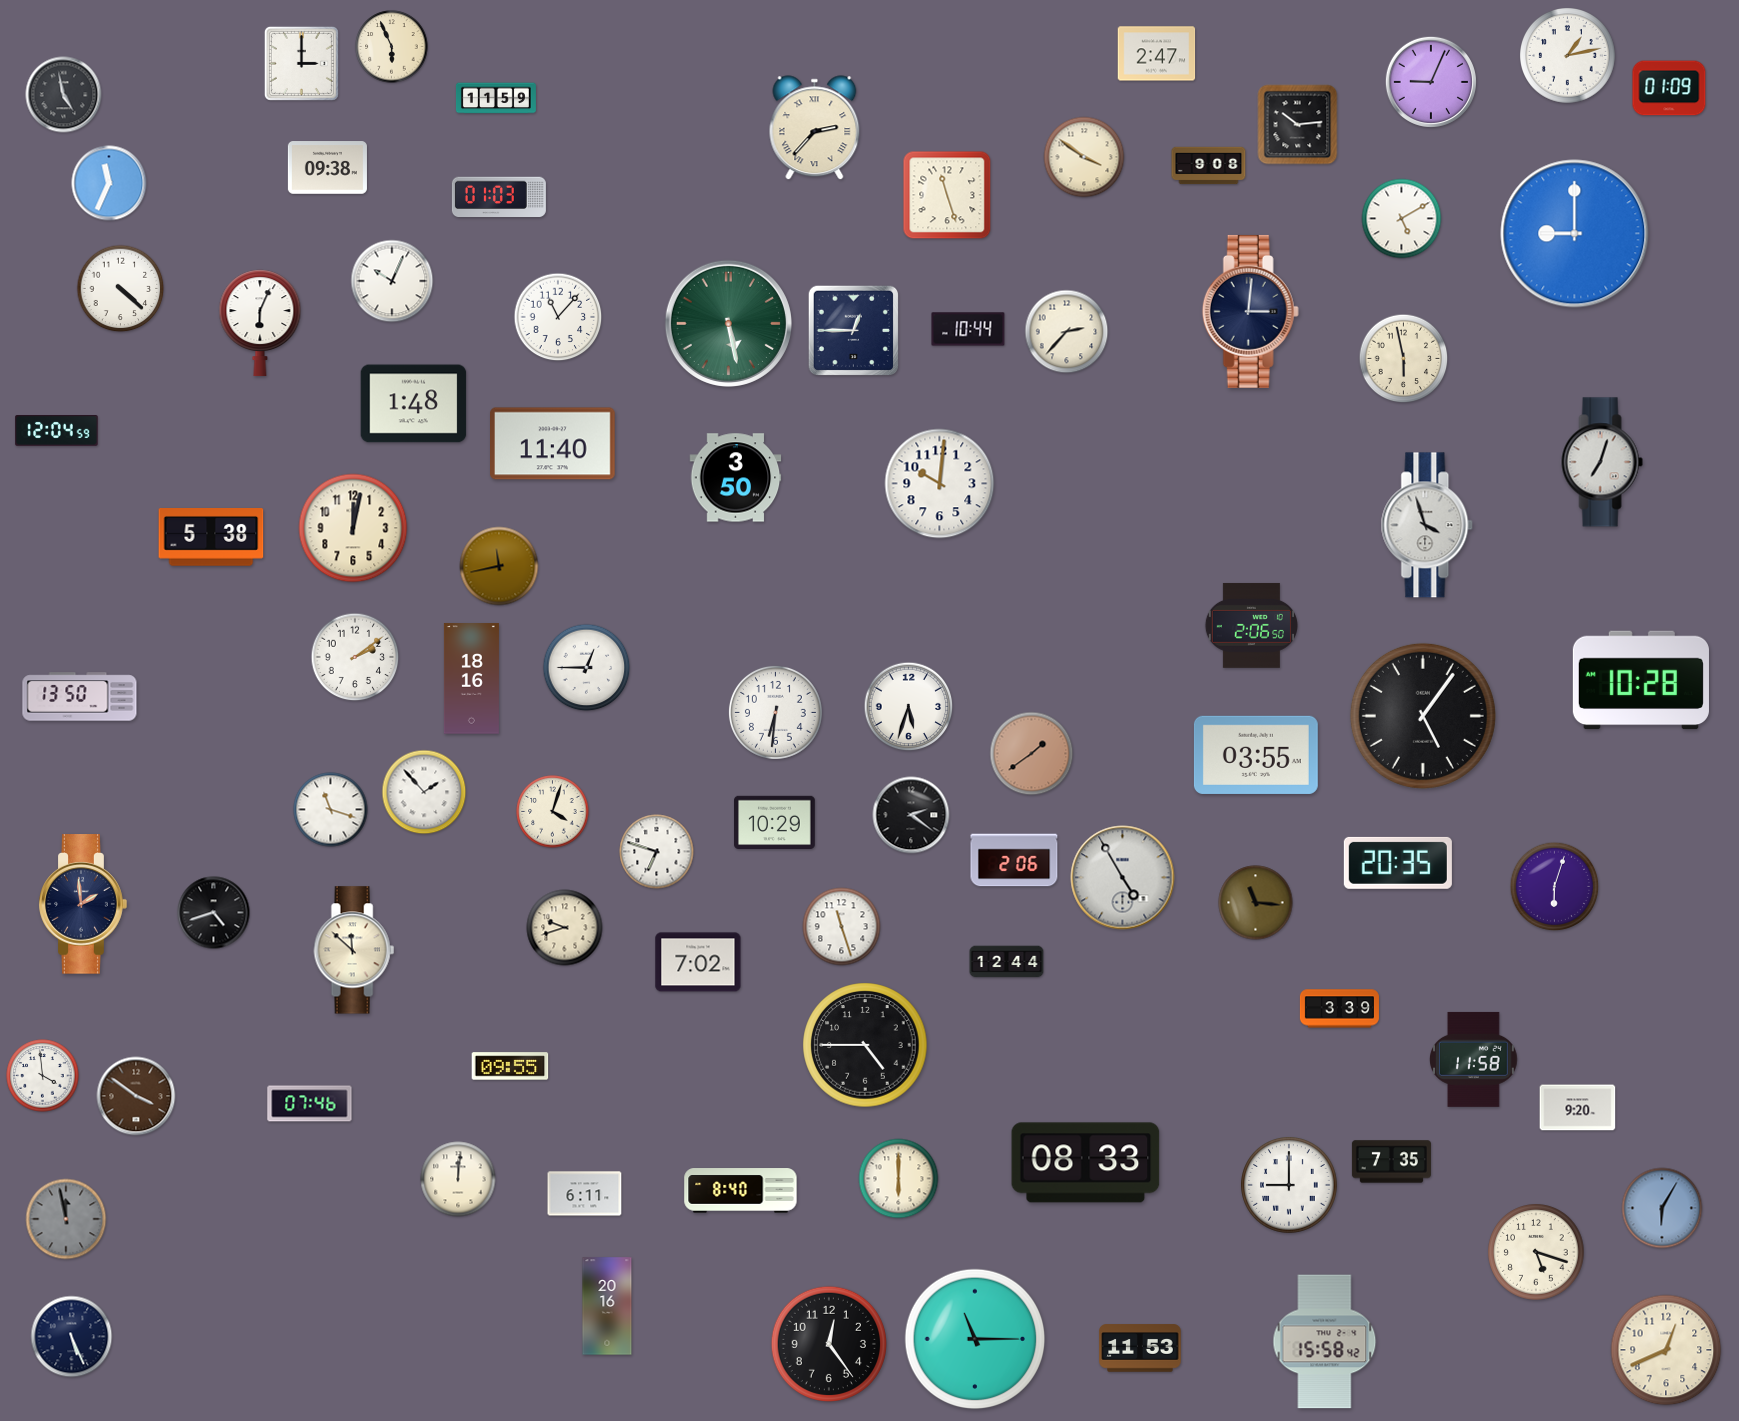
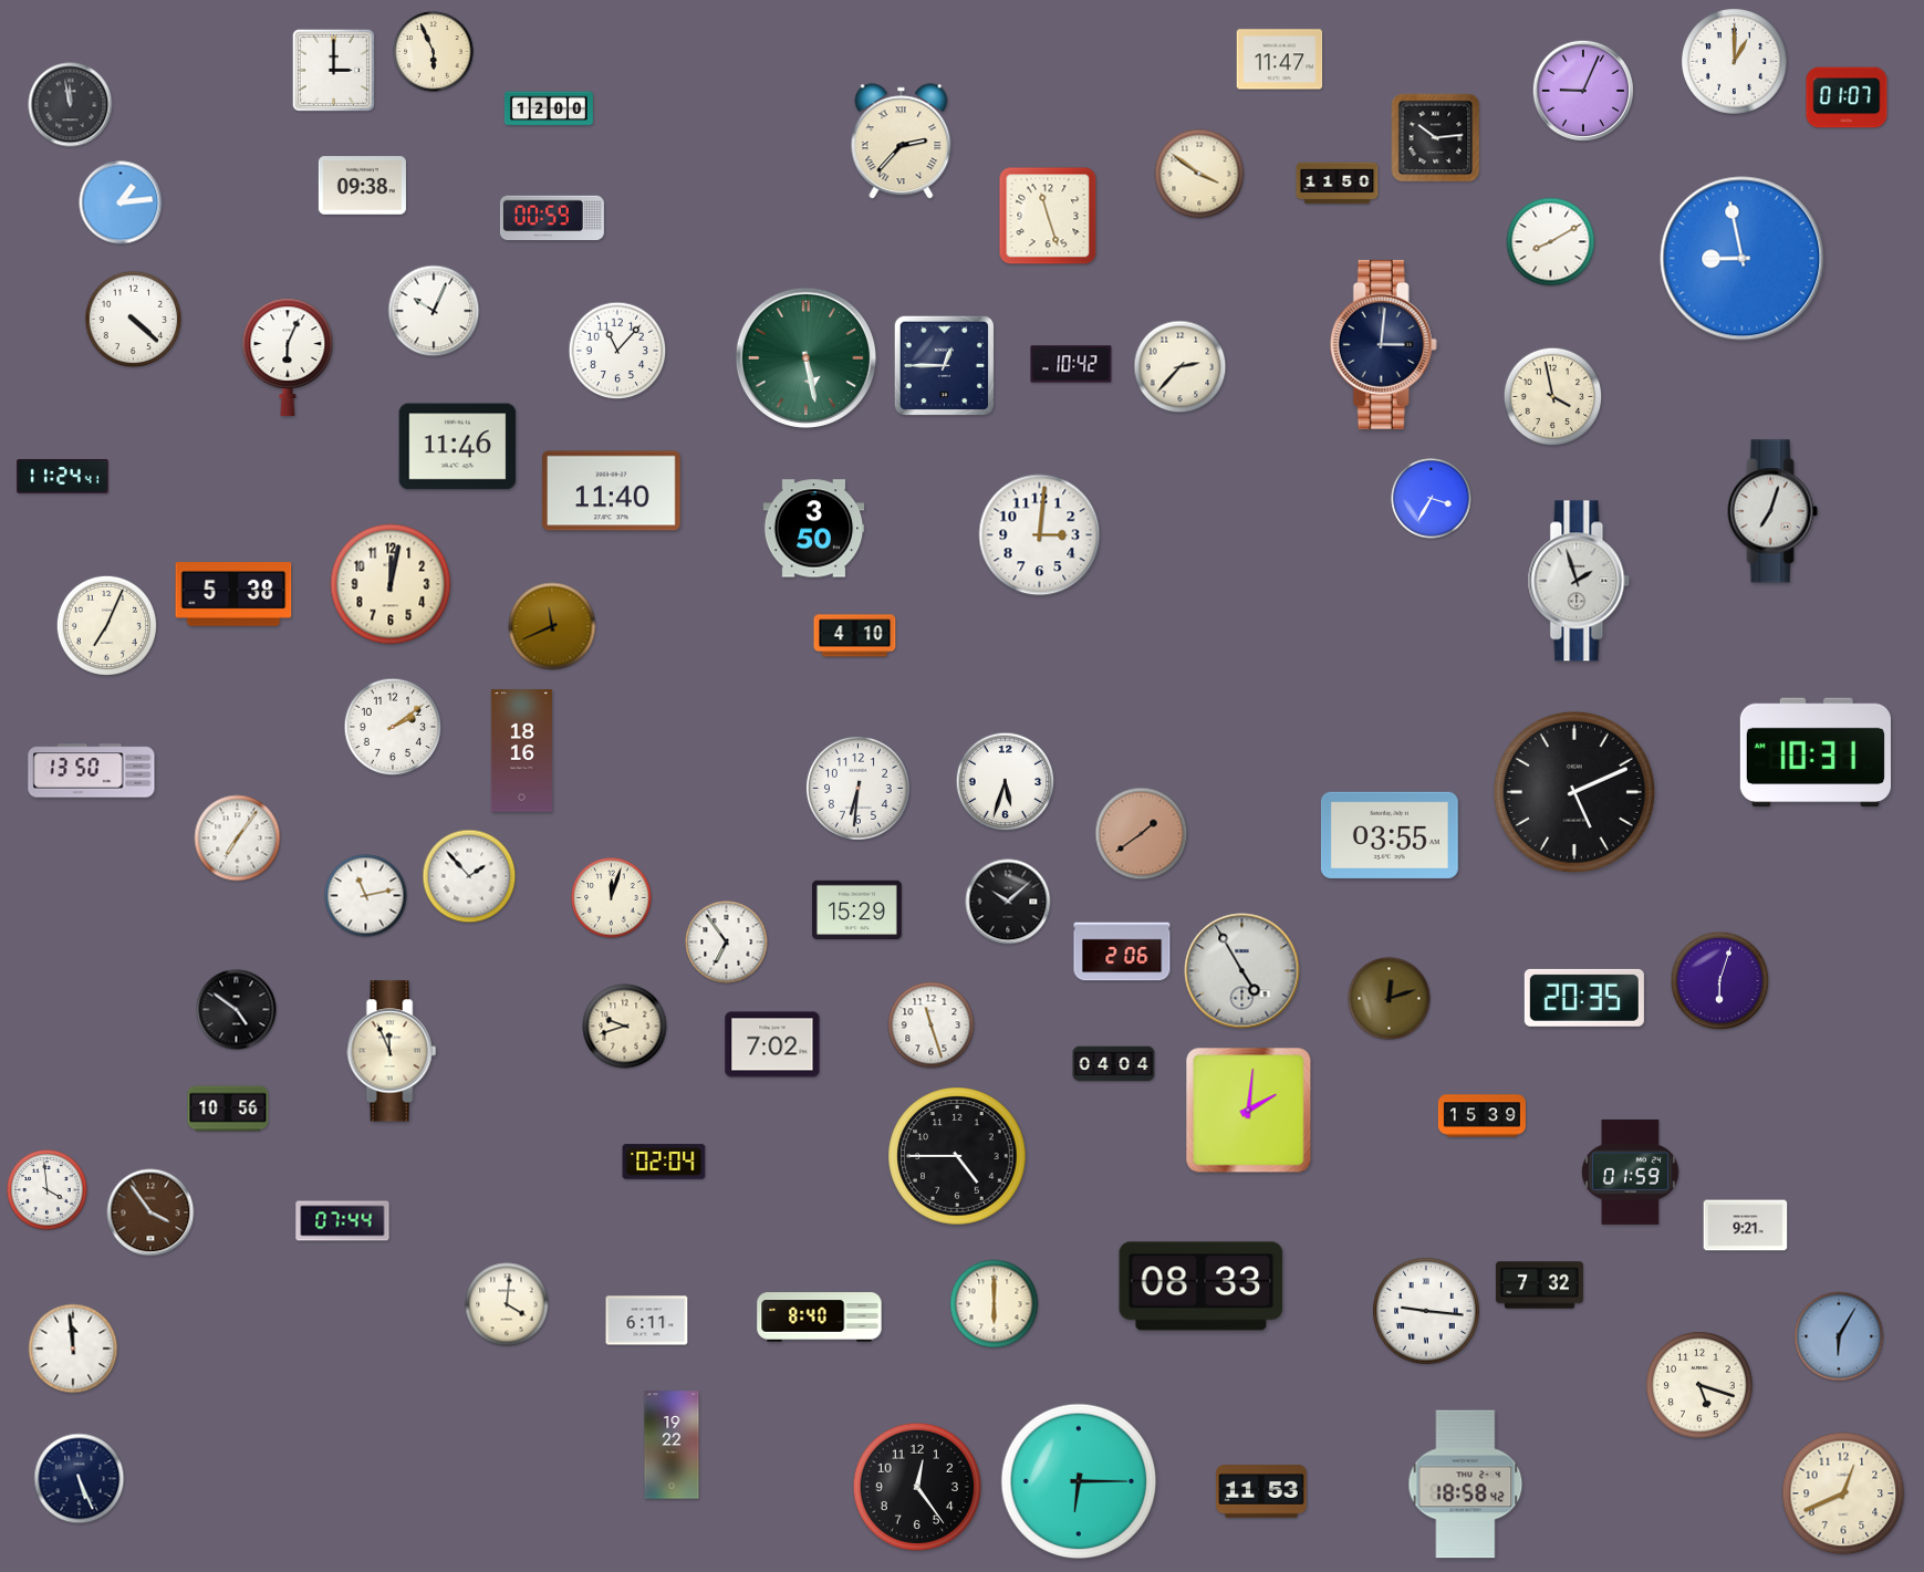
clock at (1157, 54): 2:47 -> 11:47
clock at (1568, 56): 1:13 -> 1:00
clock at (1669, 88): 01:09 -> 01:07
clock at (64, 95): 4:58 -> 11:58
clock at (496, 98): 11:59 -> 12:00
clock at (1209, 166): 9:08 -> 11:50
clock at (109, 183): 11:34 -> 1:14
clock at (499, 197): 01:03 -> 00:59
clock at (1402, 219): 5:10 -> 8:10
clock at (1575, 234): 9:00 -> 8:58
clock at (968, 329): 10:44 -> 10:42
clock at (1404, 359): 5:58 -> 3:58
clock at (414, 404): 1:48 -> 11:46
clock at (57, 431): 12:04 -> 11:24
clock at (1432, 499): none -> 3:35
clock at (940, 484): 10:01 -> 3:01
clock at (1427, 525): 3:57 -> 1:57
clock at (106, 625): none -> 7:04
clock at (499, 566): 11:43 -> 11:41
clock at (855, 636): none -> 4:10
clock at (1251, 625): 2:06 -> none
clock at (587, 668): 12:45 -> none
clock at (1641, 680): 10:28 -> 10:31
clock at (80, 697) position: (80, 697) -> (92, 771)
clock at (1423, 716): 5:06 -> 5:11
clock at (238, 839): none -> 7:06
clock at (331, 810): 11:18 -> 11:13
clock at (553, 812): 4:03 -> 12:03
clock at (911, 815): 2:21 -> 10:08
clock at (775, 822): 10:29 -> 15:29
clock at (657, 852): 6:48 -> 6:54
clock at (1398, 863) position: (1398, 863) -> (1584, 998)
clock at (1256, 903): 11:16 -> 12:12
clock at (83, 904): 1:59 -> none
clock at (214, 913): 4:42 -> 4:51
clock at (354, 950): 11:52 -> 11:56
clock at (698, 962) position: (698, 962) -> (772, 1044)
clock at (1007, 962): 12:44 -> 04:04
clock at (228, 1108): none -> 10:56
clock at (1249, 1111): none -> 2:01
clock at (1339, 1009): 3:39 -> 15:39
clock at (664, 1162): none -> 02:04
clock at (1474, 1059): 11:58 -> 01:59
clock at (510, 1066): 09:55 -> none
clock at (136, 1096): 3:51 -> 3:54
clock at (310, 1104): 07:46 -> 07:44
clock at (1578, 1108): 9:20 -> 9:21
clock at (1391, 1162): 7:35 -> 7:32
clock at (458, 1179): 12:01 -> 4:01
clock at (1289, 1185): 9:00 -> 9:16
clock at (66, 1219): 11:58 -> 11:59
clock at (66, 1219) dial: grey -> white
clock at (607, 1306): 20:16 -> 19:22
clock at (975, 1339): 11:15 -> 6:15
clock at (1325, 1342): 15:58 -> 18:58
